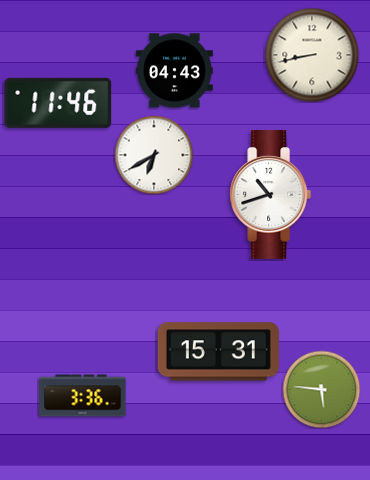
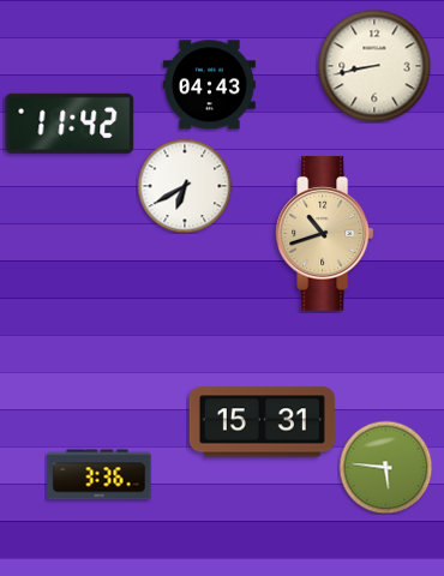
clock at (58, 103): 11:46 -> 11:42
clock at (271, 195) dial: white -> champagne
